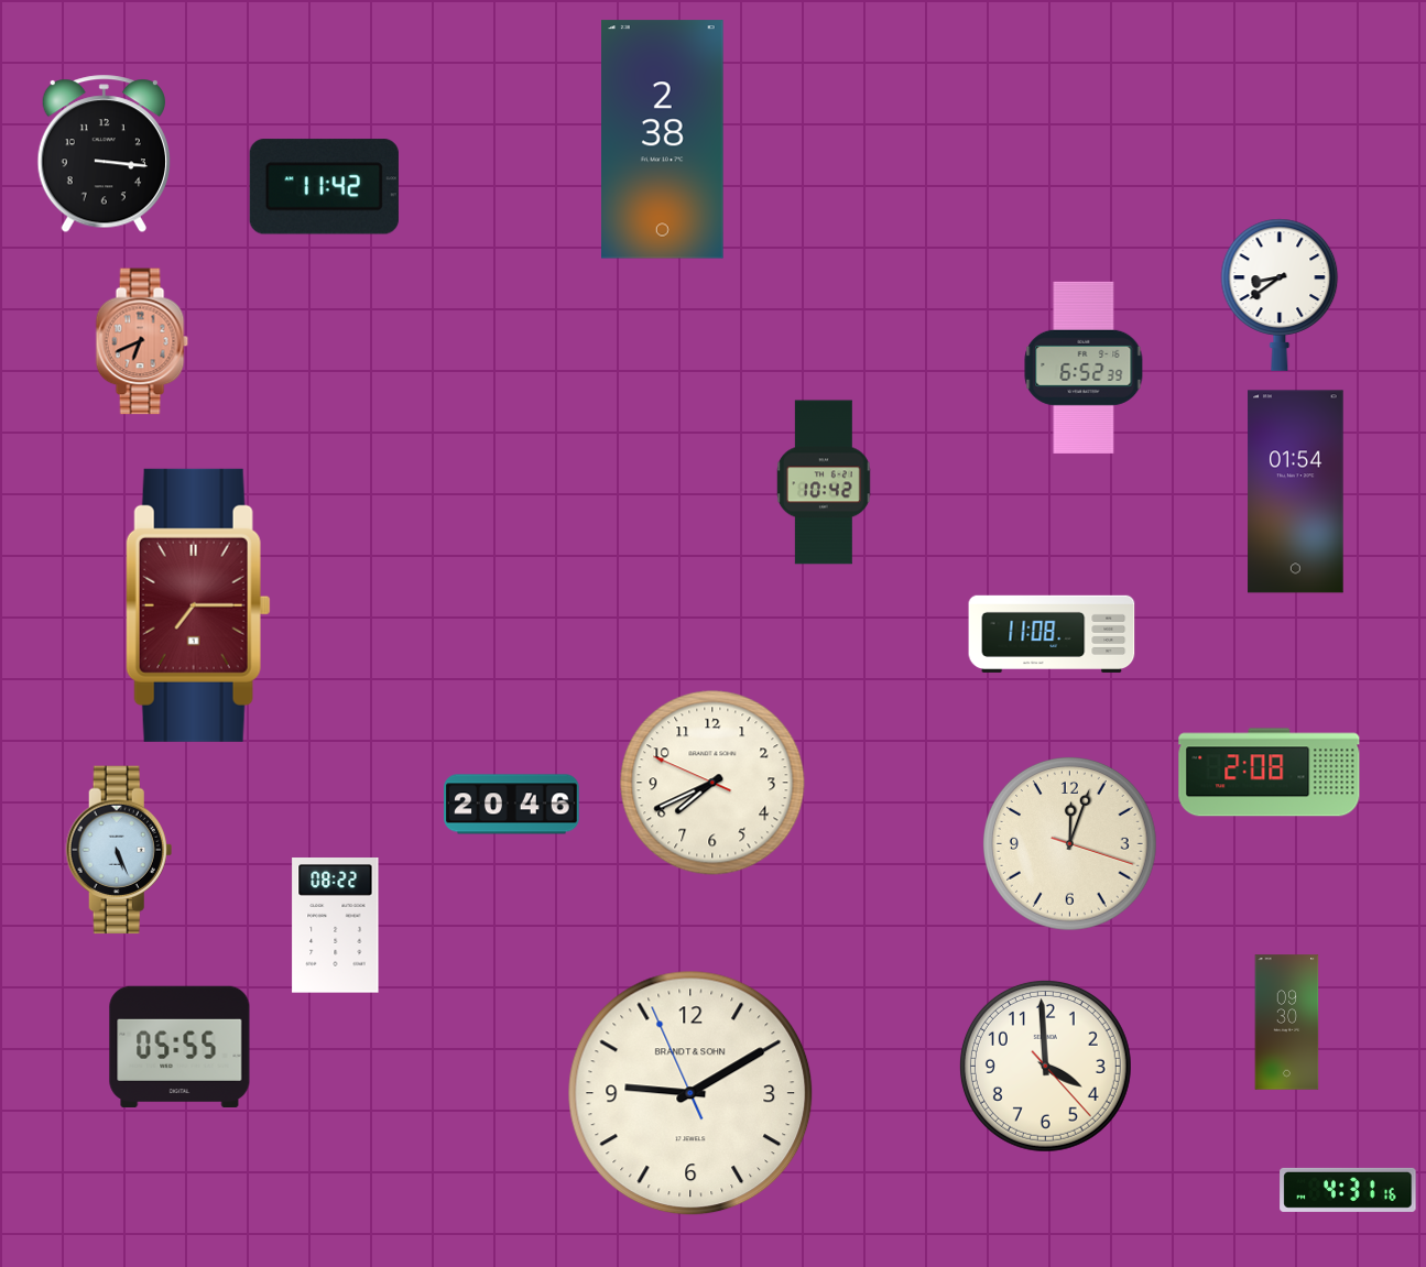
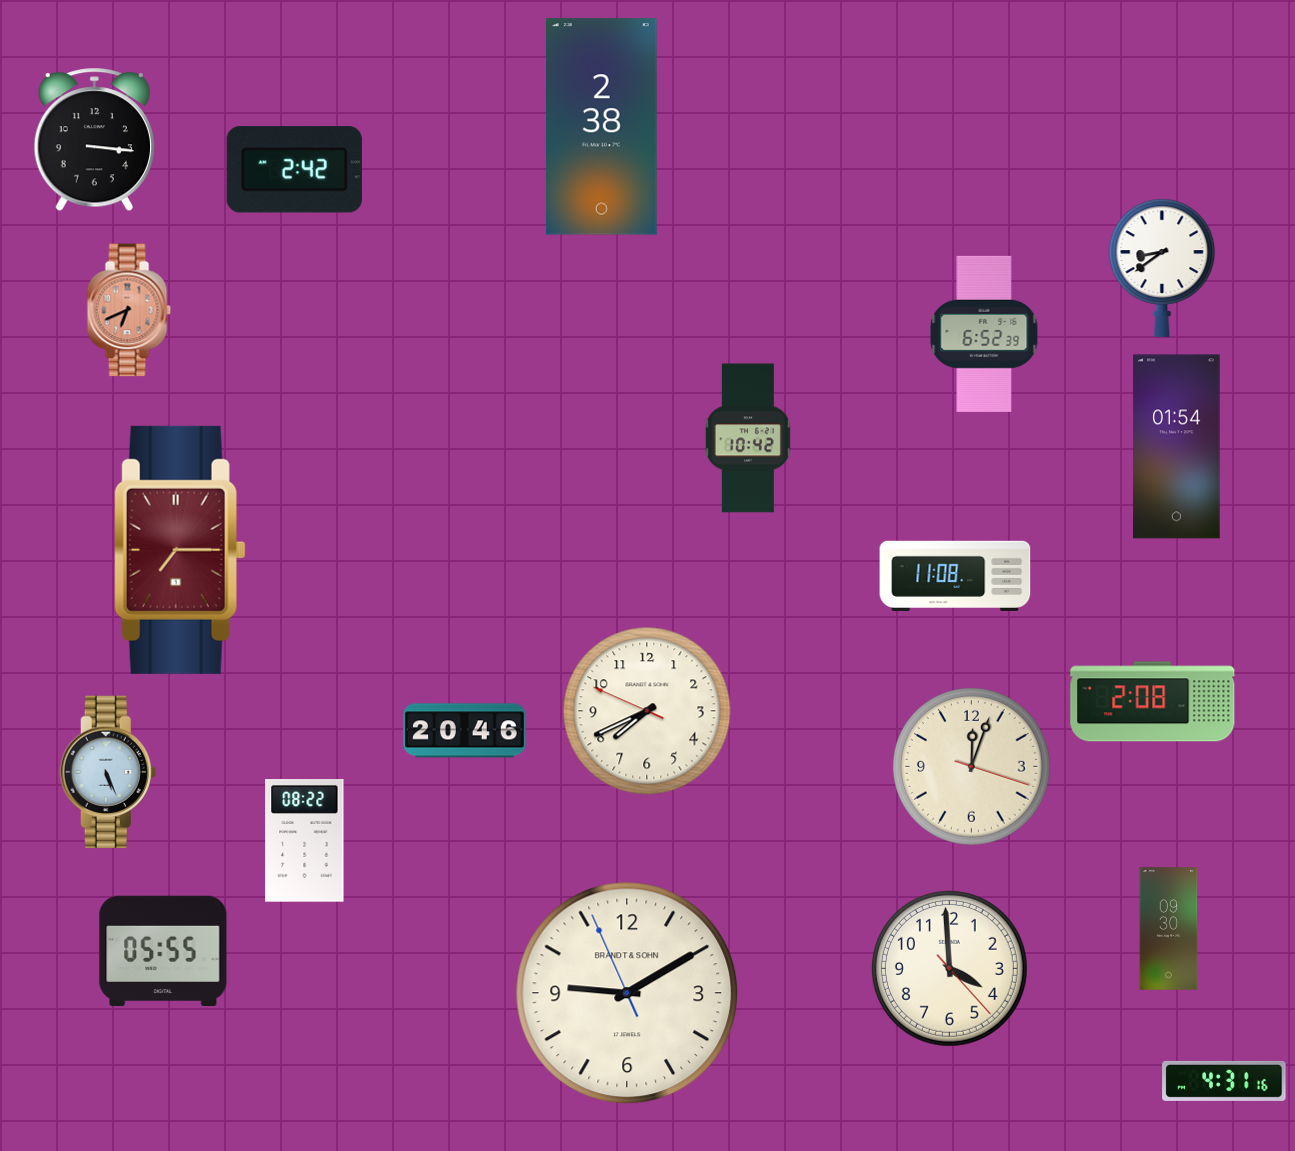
clock at (324, 187): 11:42 -> 2:42
